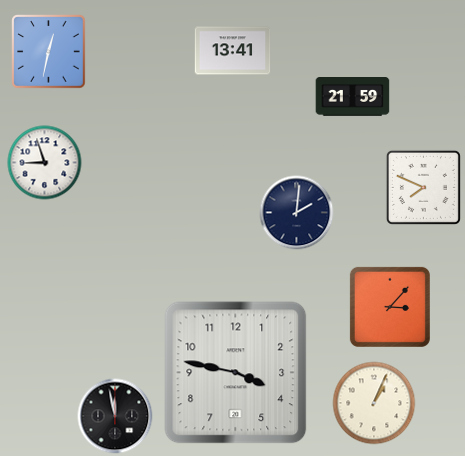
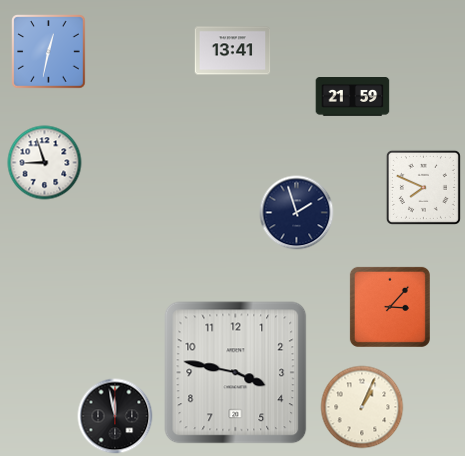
clock at (297, 213): 2:01 -> 1:57
clock at (374, 403) position: (374, 403) -> (362, 407)
